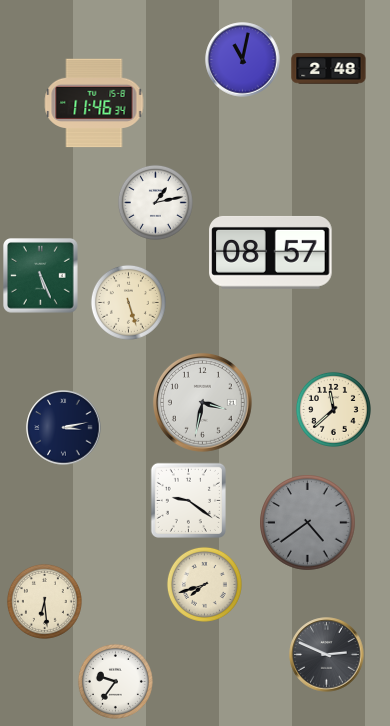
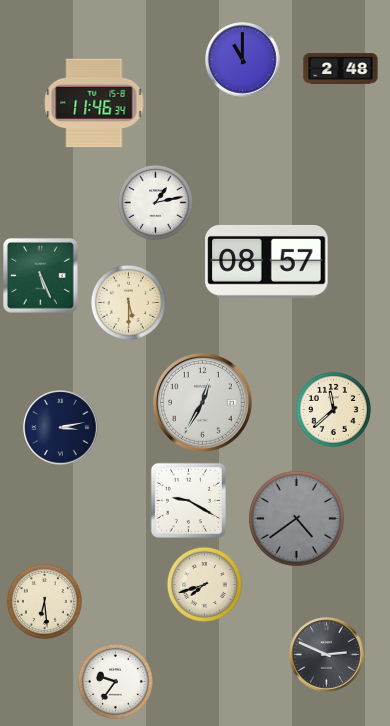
clock at (243, 60): 11:02 -> 11:00
clock at (329, 69) position: (329, 69) -> (341, 69)
clock at (271, 252) position: (271, 252) -> (267, 261)
clock at (128, 302): 5:27 -> 5:30
clock at (202, 402): 3:32 -> 12:35
clock at (64, 428) position: (64, 428) -> (61, 428)
clock at (188, 500): 9:21 -> 9:20
clock at (308, 523) position: (308, 523) -> (297, 519)
